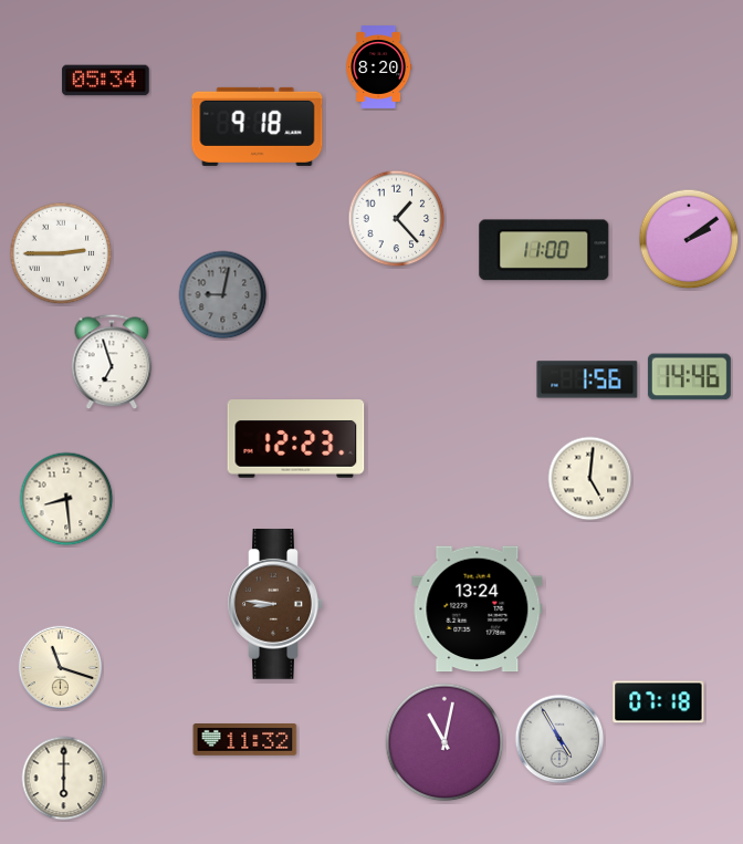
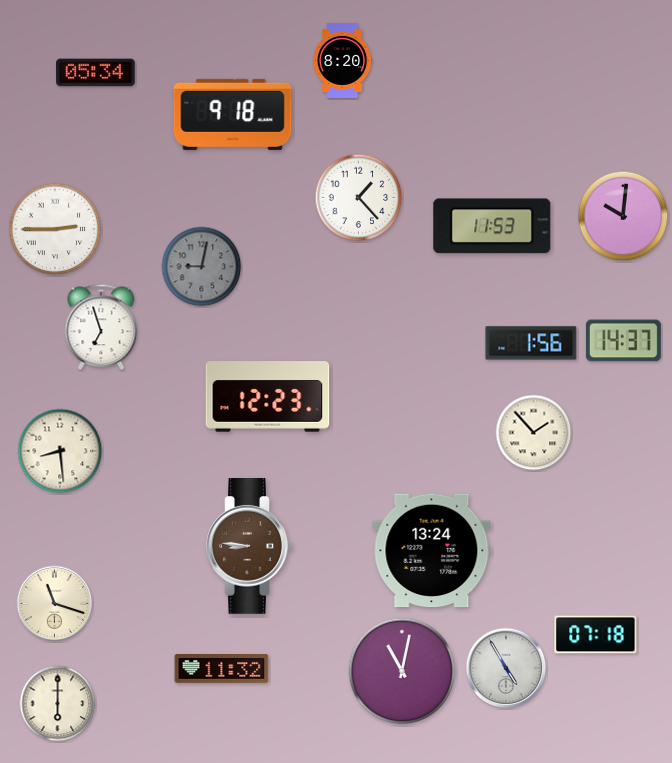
clock at (689, 239): 2:09 -> 10:01
clock at (544, 250): 11:00 -> 11:53
clock at (689, 377): 14:46 -> 14:37
clock at (590, 479): 5:01 -> 1:53
